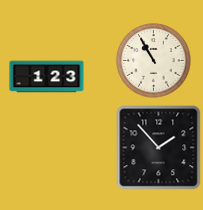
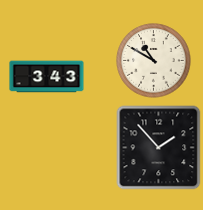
clock at (154, 61): 10:55 -> 10:50
clock at (47, 77): 1:23 -> 3:43
